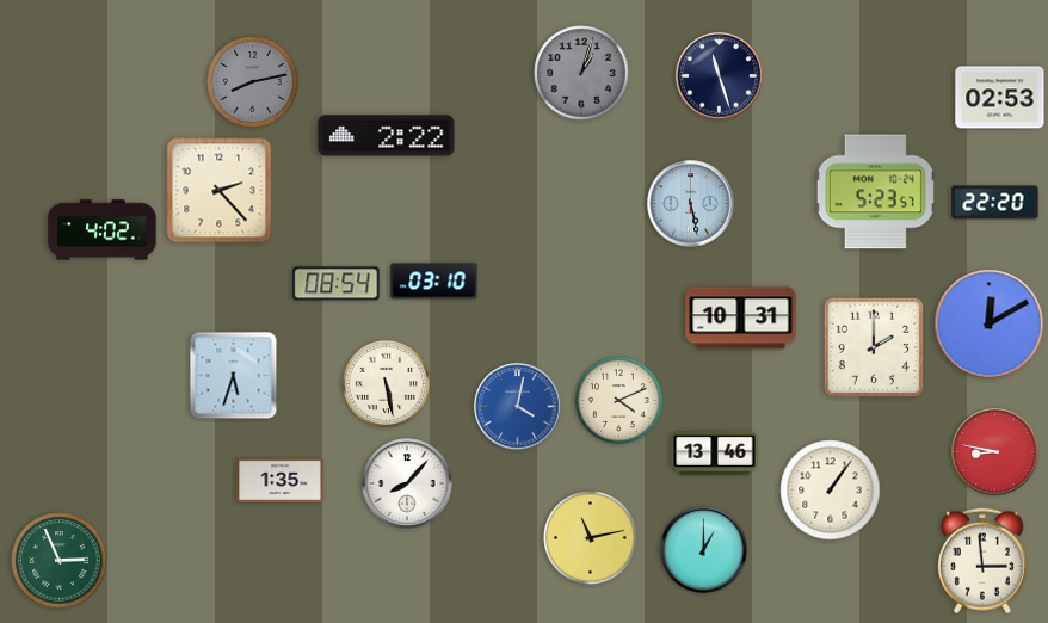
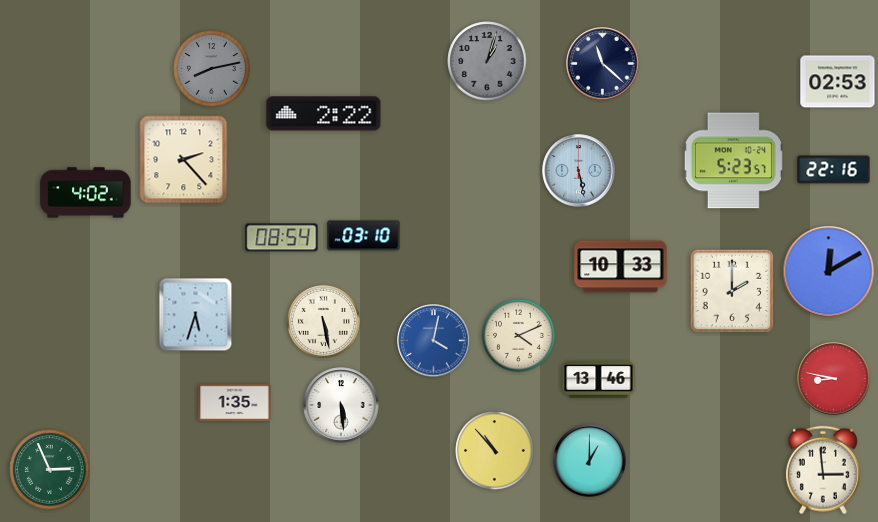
clock at (720, 76): 11:27 -> 11:22
clock at (995, 203): 22:20 -> 22:16
clock at (741, 319): 10:31 -> 10:33
clock at (407, 483): 8:07 -> 5:29
clock at (831, 491): 1:06 -> none
clock at (591, 538): 11:13 -> 10:53
